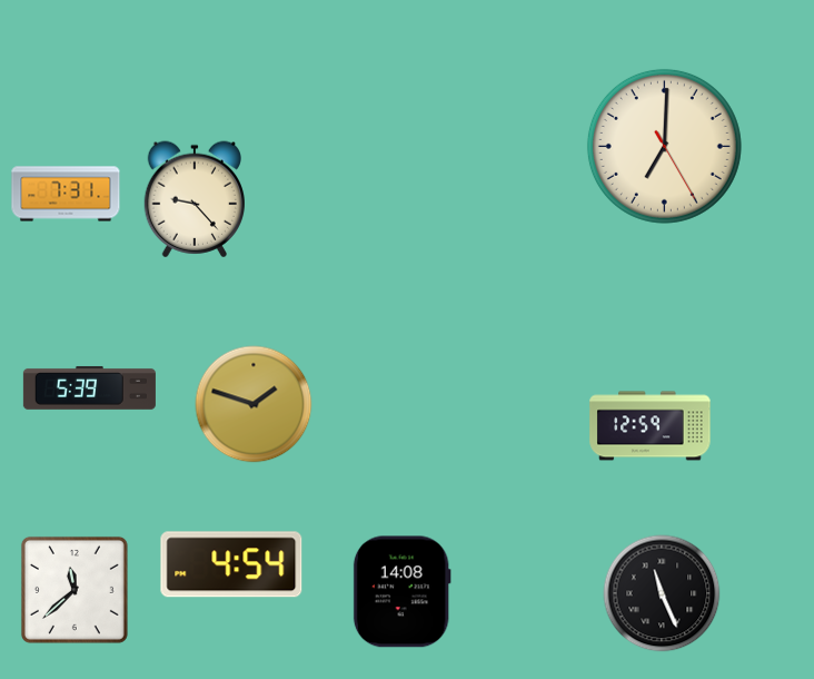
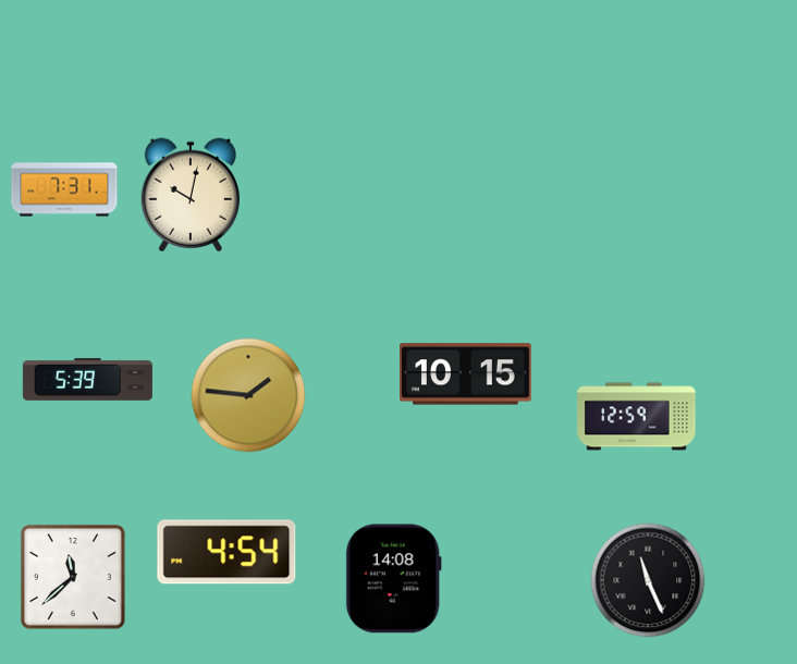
clock at (664, 146): 7:00 -> none
clock at (193, 199): 9:23 -> 10:02
clock at (466, 374): none -> 10:15
clock at (254, 404): 1:48 -> 1:46
